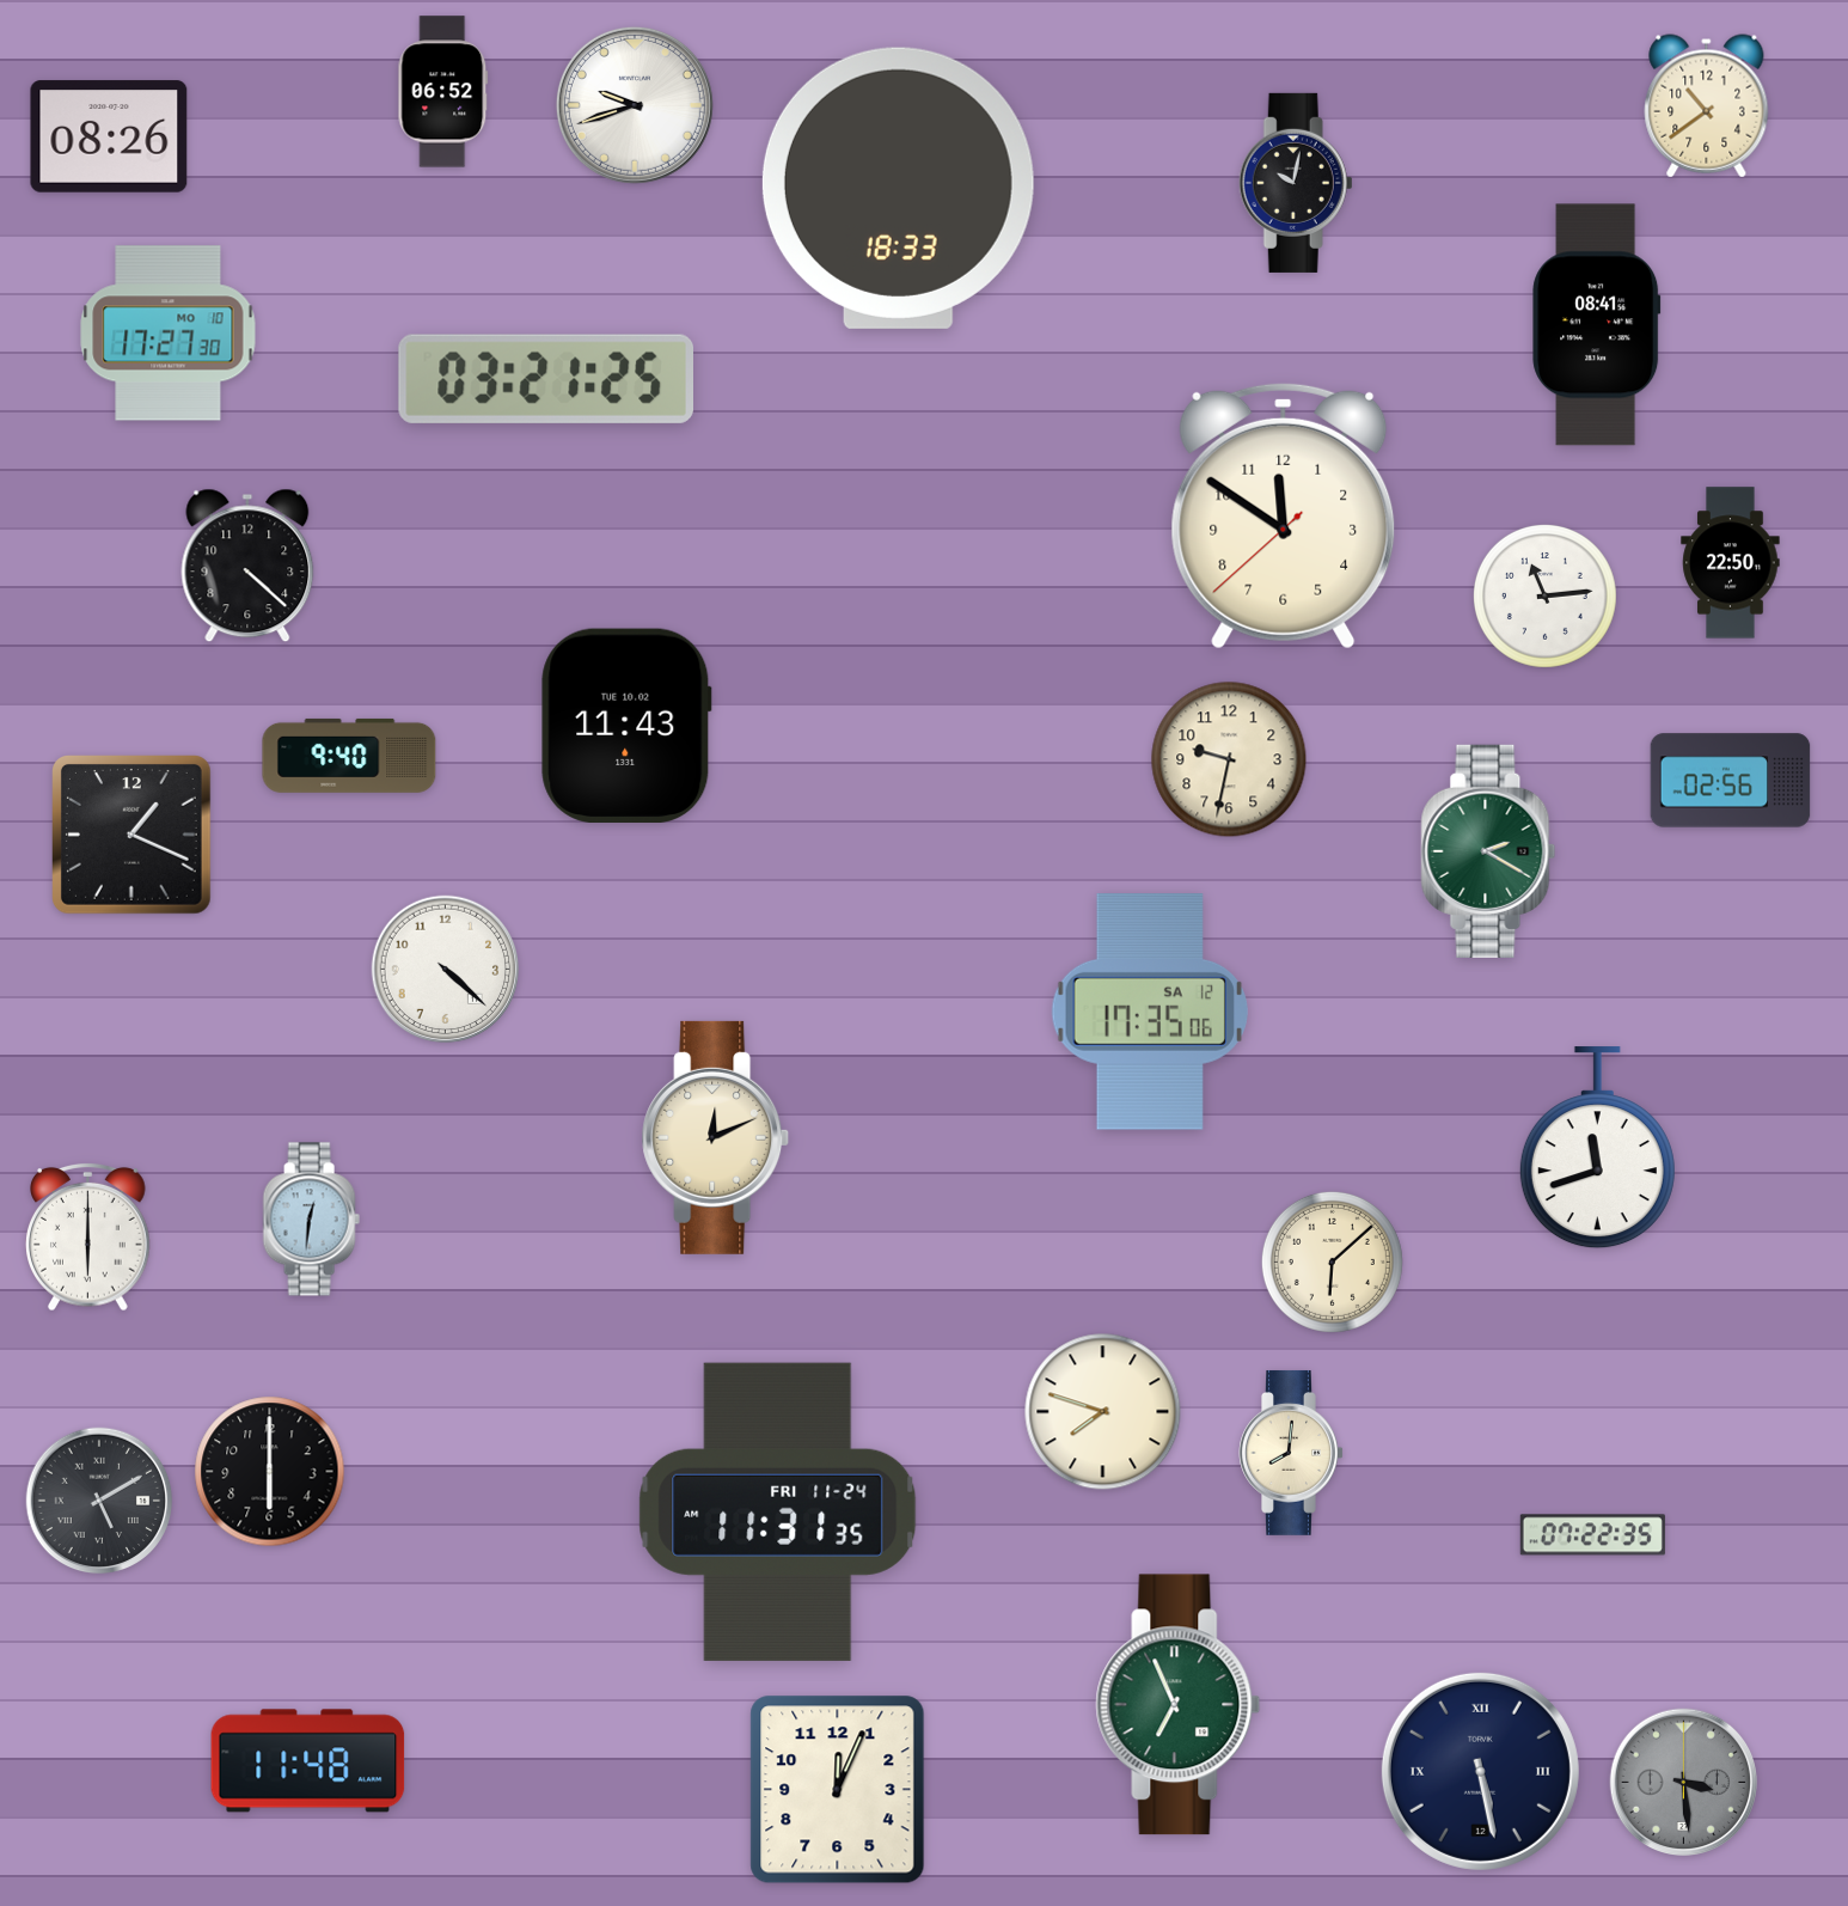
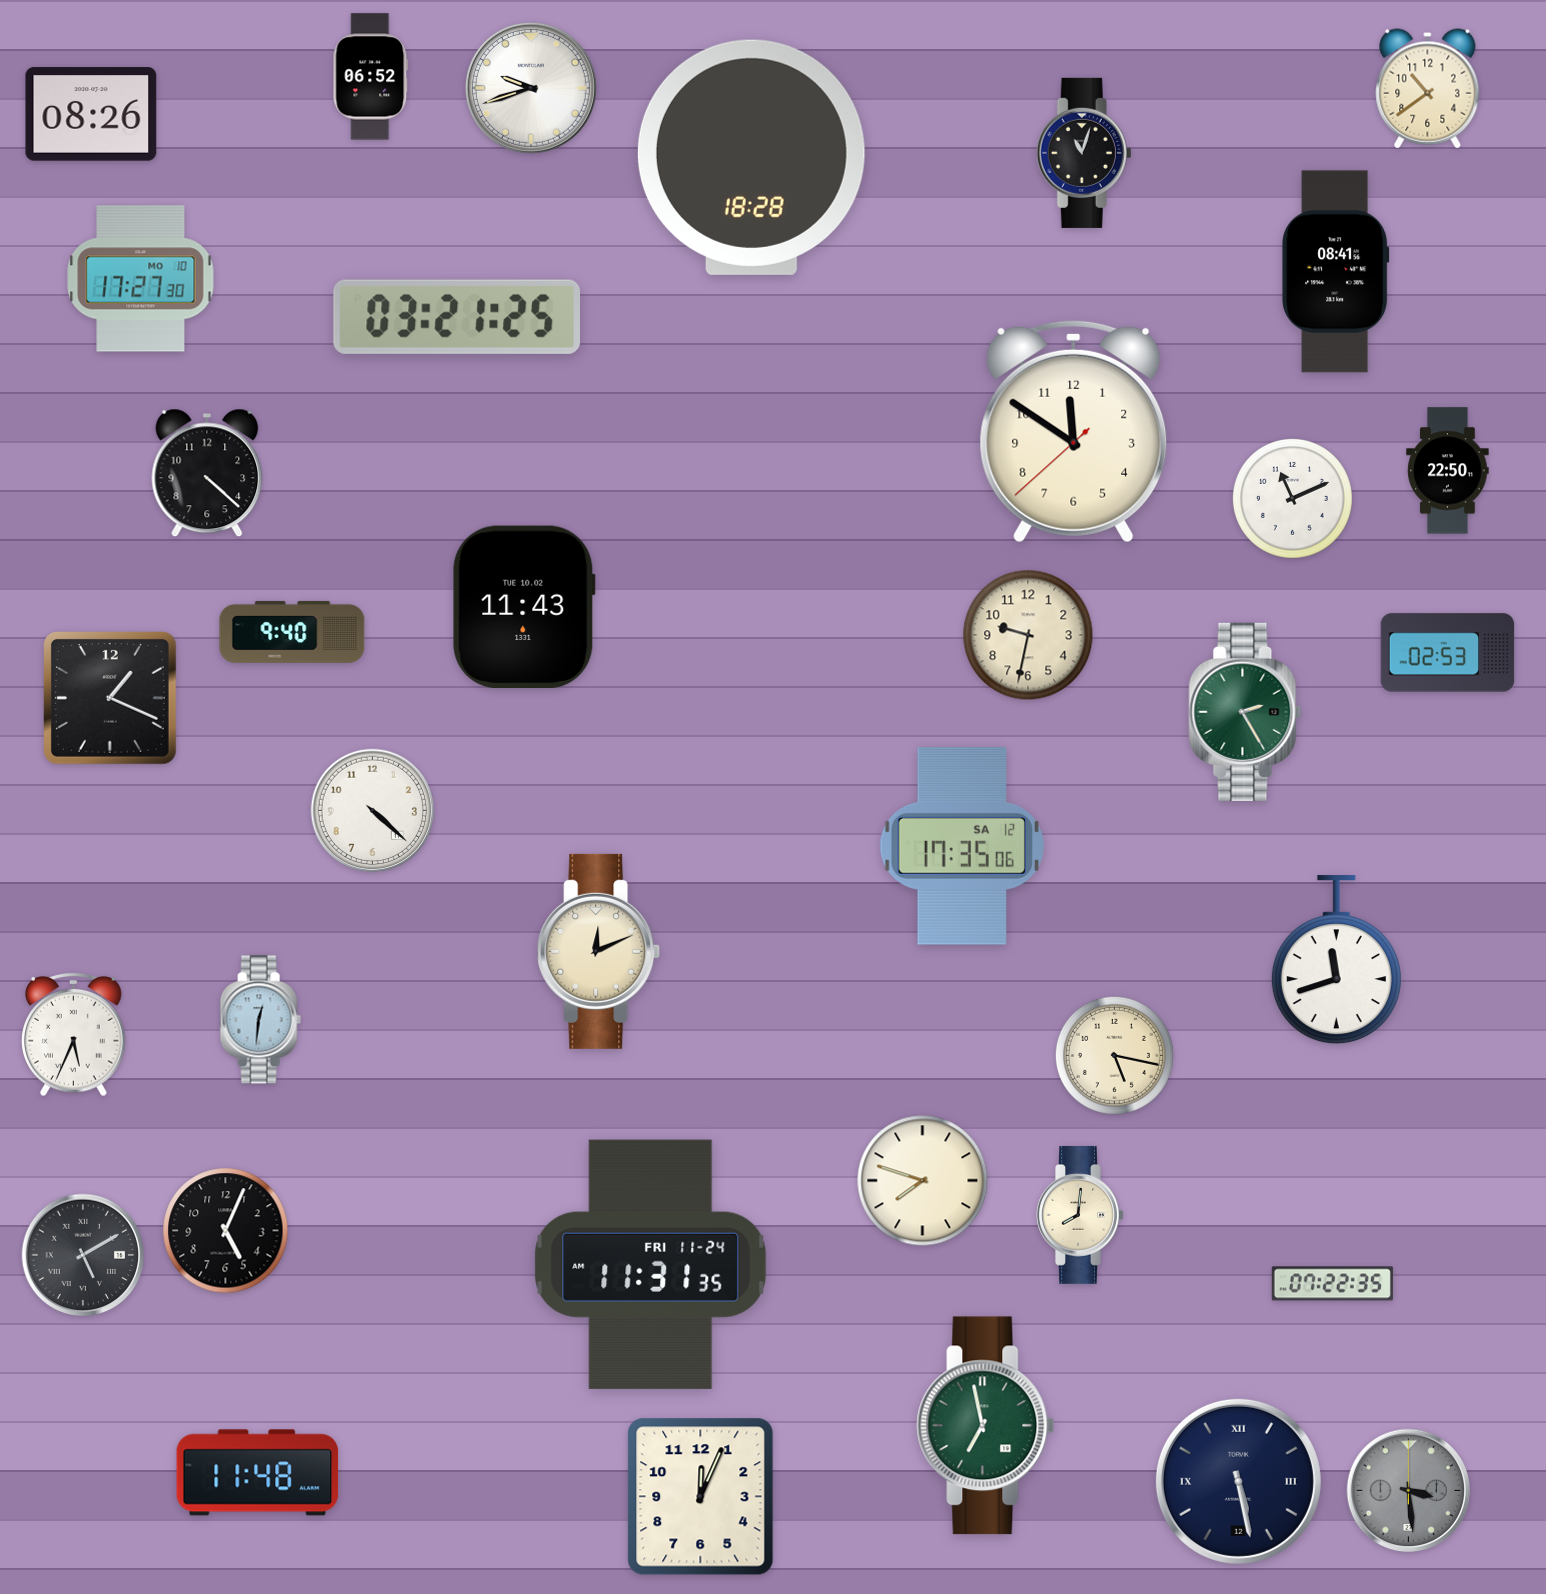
clock at (1296, 183): 10:02 -> 11:03
clock at (898, 188): 18:33 -> 18:28
clock at (1544, 595): 11:14 -> 11:11
clock at (1731, 781): 02:56 -> 02:53
clock at (1488, 851): 2:20 -> 2:25
clock at (88, 1236): 6:00 -> 5:34
clock at (1332, 1261): 6:08 -> 5:17
clock at (270, 1472): 6:00 -> 5:04
clock at (1179, 1705): 6:56 -> 6:58
